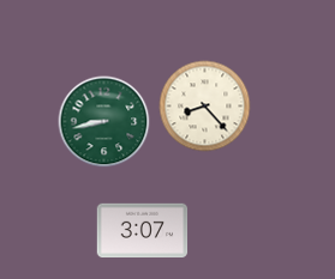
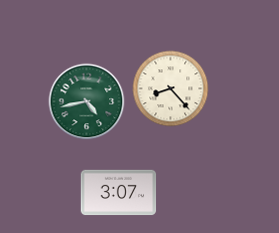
clock at (104, 122): 8:43 -> 4:43
